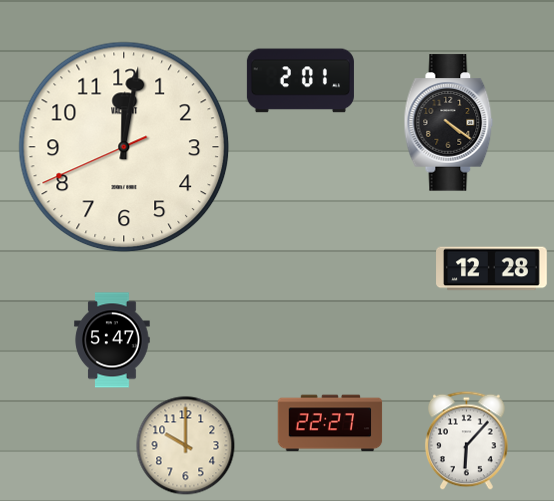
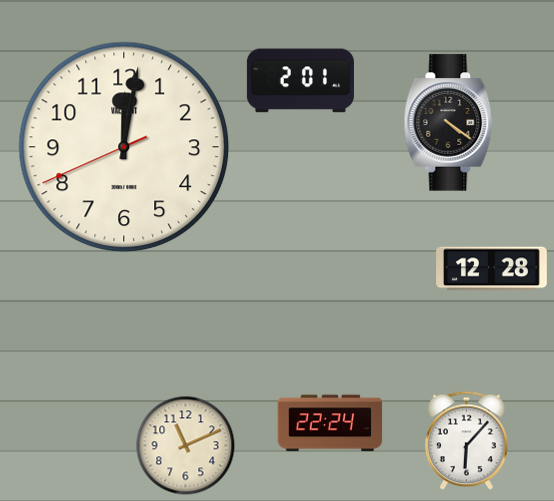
clock at (112, 340): 5:47 -> none
clock at (330, 423): 22:27 -> 22:24
clock at (186, 446): 10:00 -> 11:11
